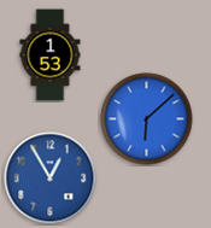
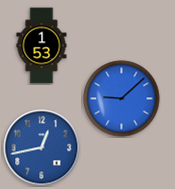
clock at (147, 119): 6:08 -> 9:08
clock at (51, 179): 12:55 -> 12:43
